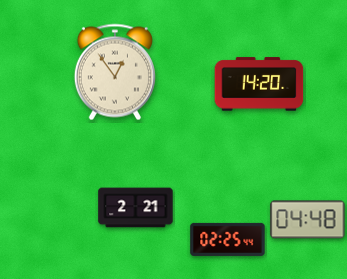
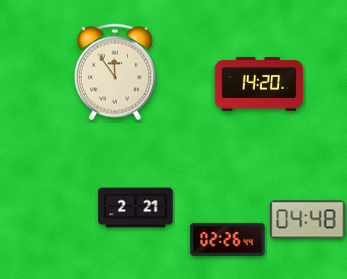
clock at (115, 72): 12:54 -> 11:54
clock at (228, 239): 02:25 -> 02:26
